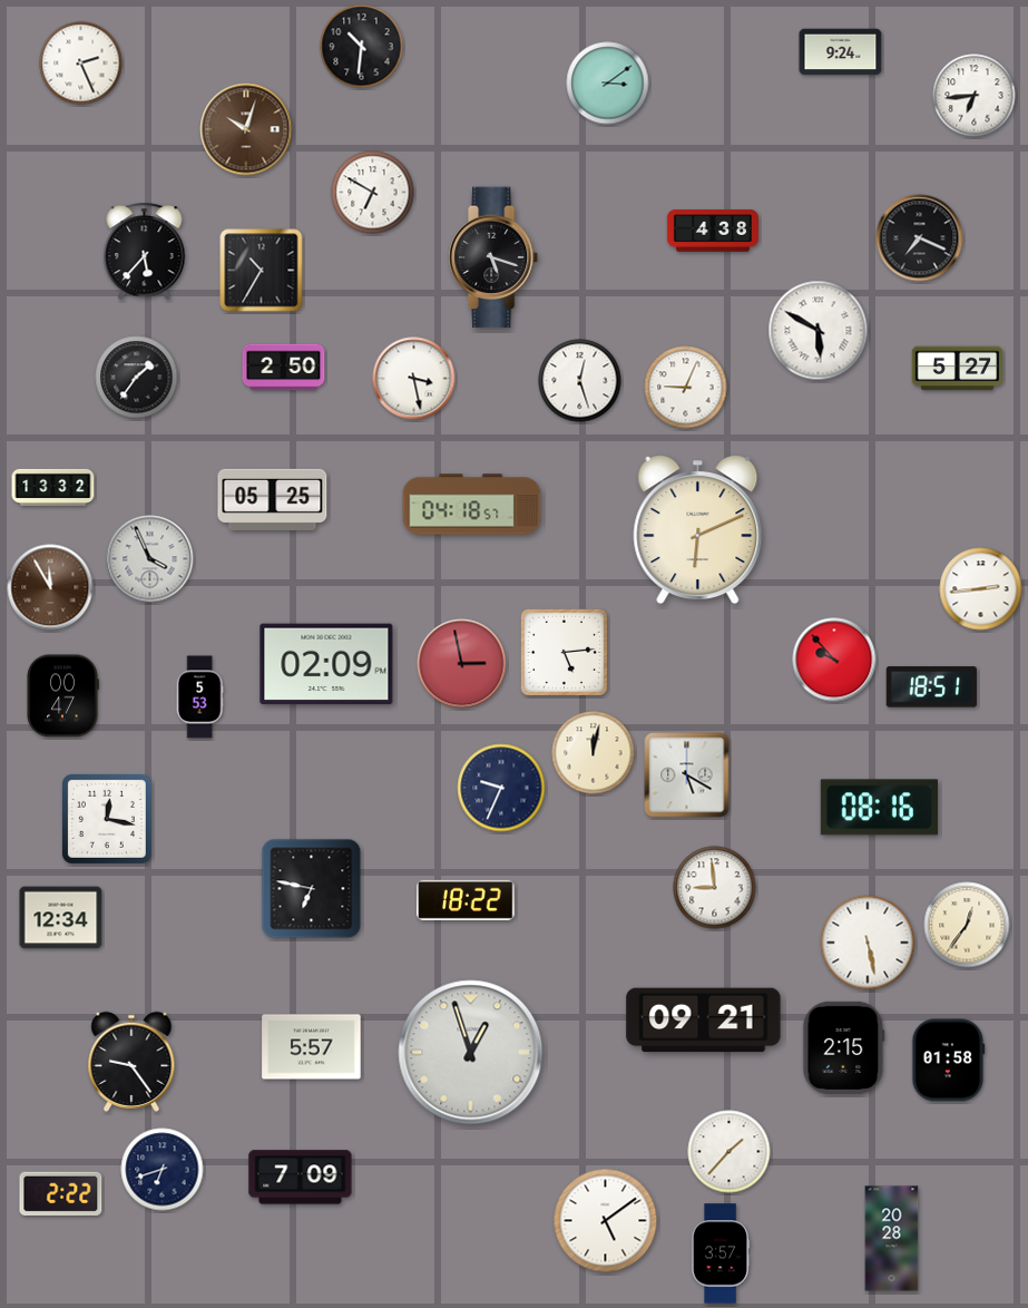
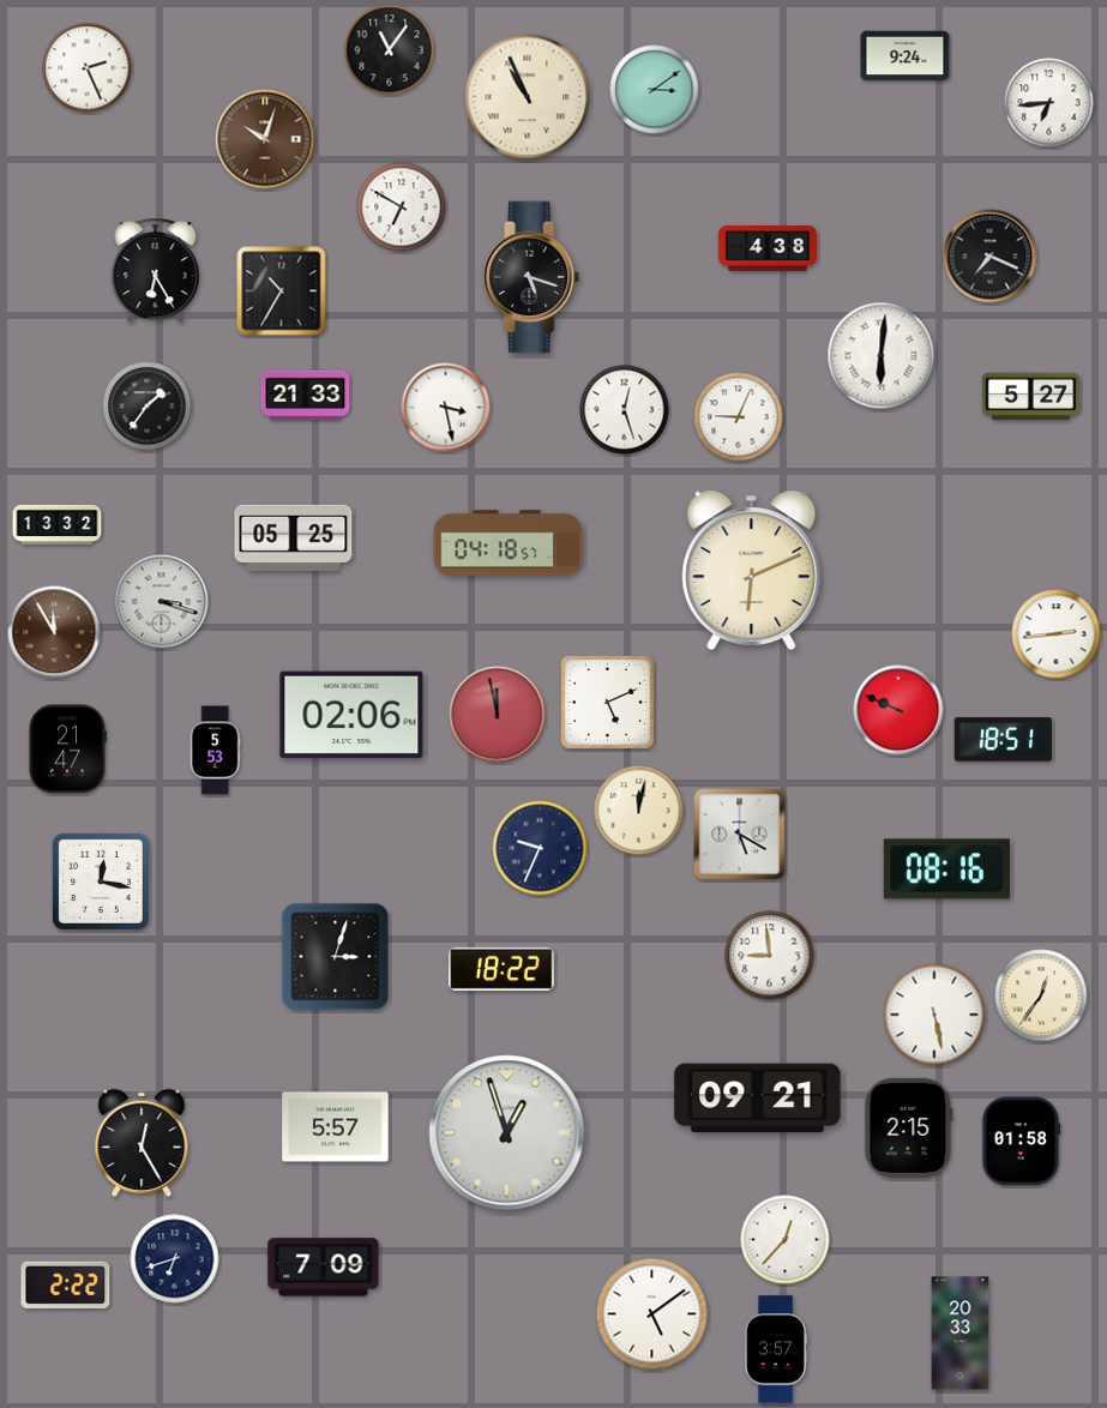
clock at (362, 47): 10:31 -> 11:06
clock at (528, 97): none -> 10:56
clock at (145, 252): 5:37 -> 6:25
clock at (819, 331): 5:50 -> 6:01
clock at (284, 368): 2:50 -> 21:33
clock at (150, 559): 3:56 -> 3:18
clock at (565, 653): 5:14 -> 5:11
clock at (834, 660): 9:53 -> 9:49
clock at (326, 664): 02:09 -> 02:06
clock at (462, 664): 2:58 -> 11:58
clock at (62, 696): 00:47 -> 21:47
clock at (107, 819) position: (107, 819) -> (101, 881)
clock at (312, 889): 6:47 -> 3:03
clock at (61, 918): 12:34 -> none
clock at (131, 1062): 9:24 -> 12:25
clock at (730, 1152): 1:37 -> 12:37
clock at (892, 1239): 20:28 -> 20:33
